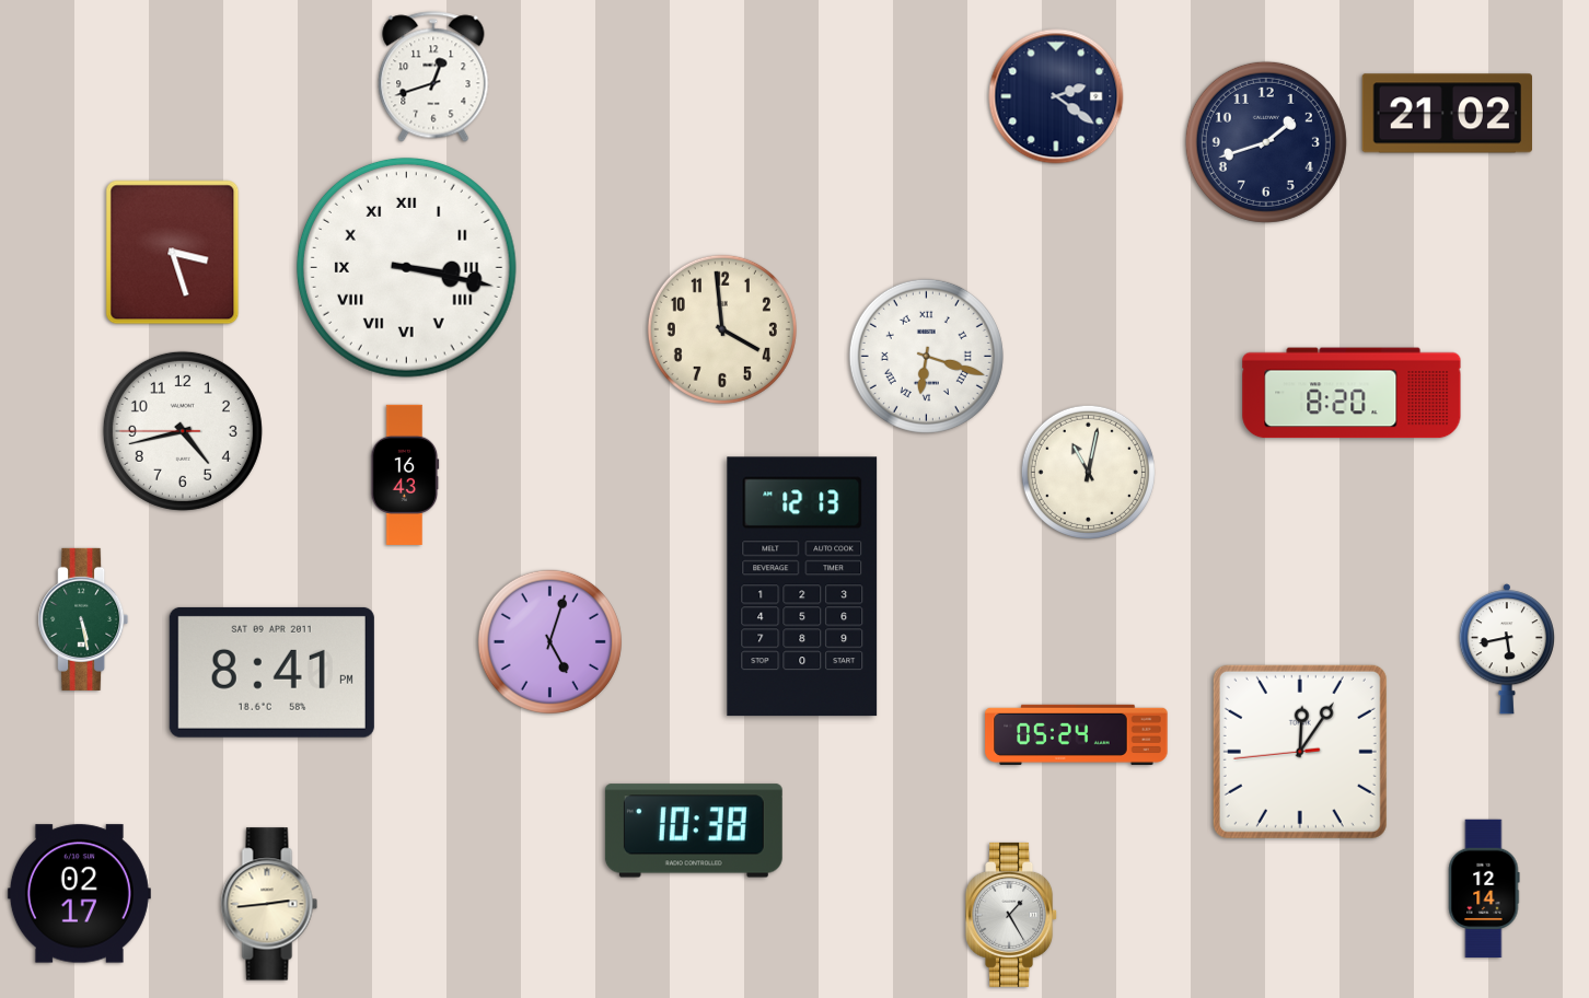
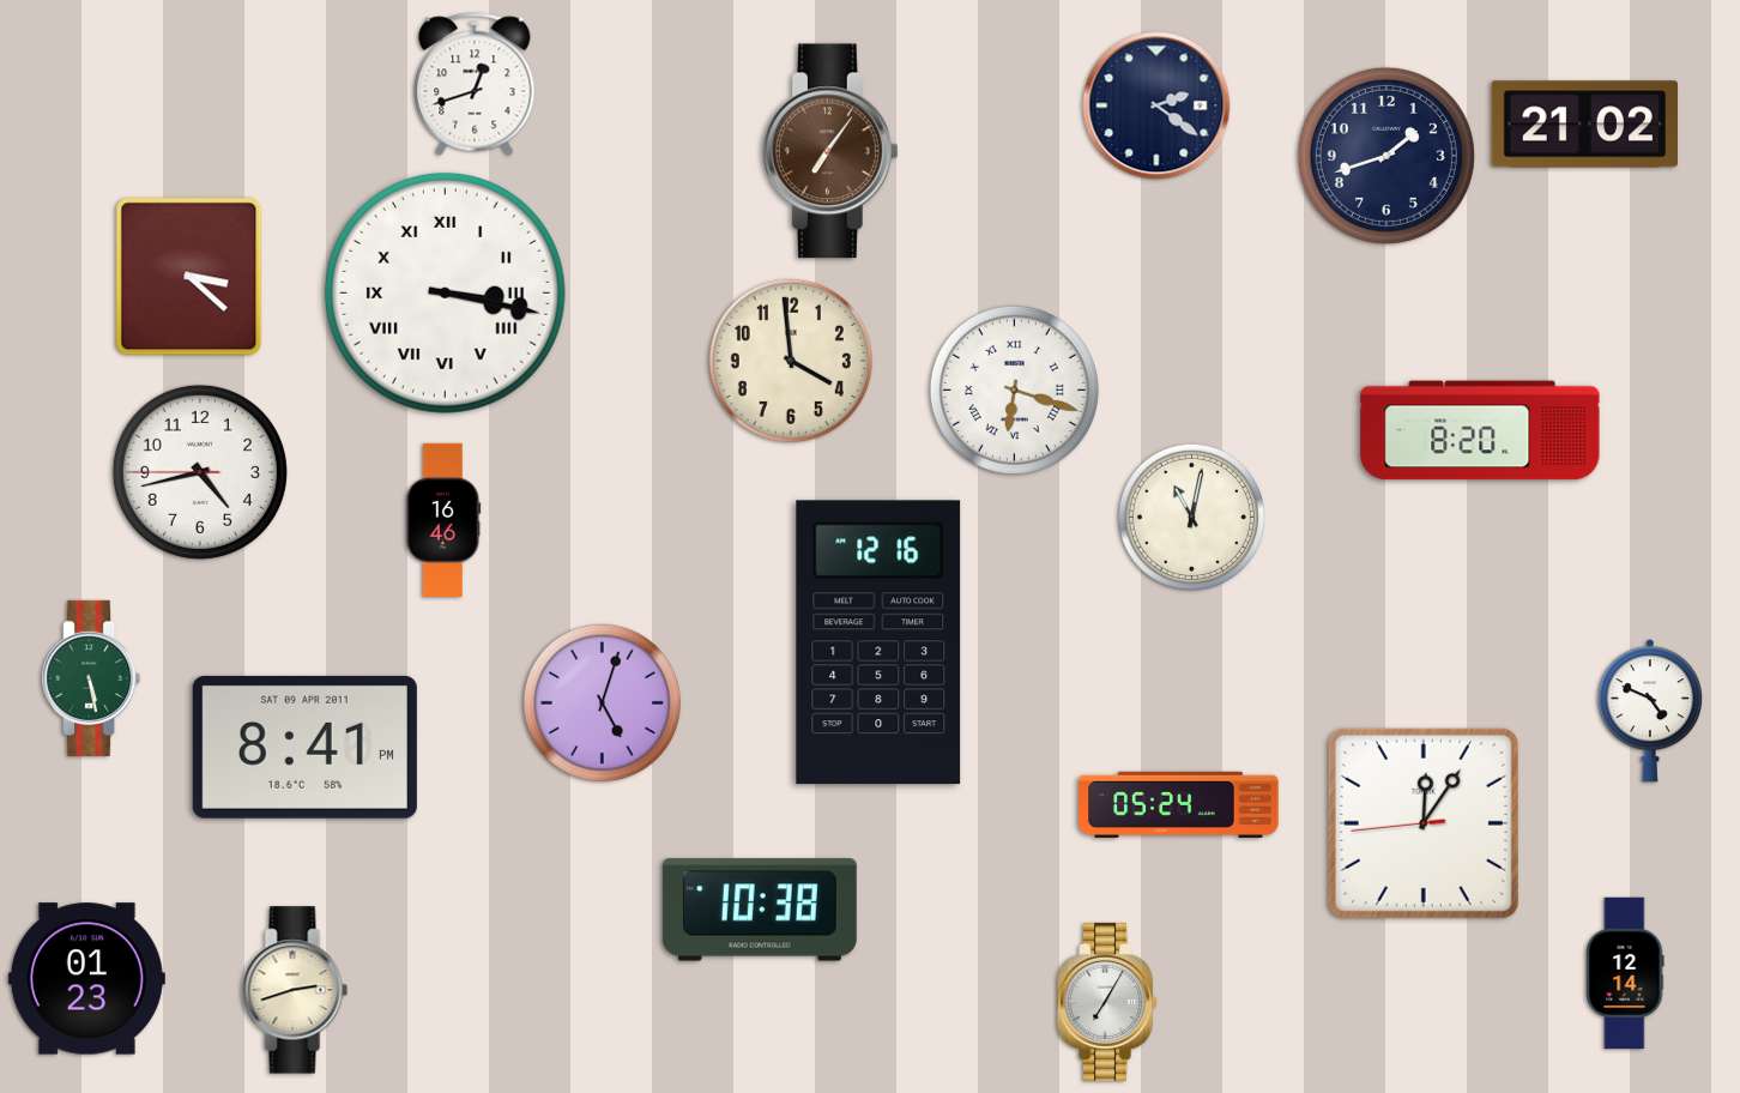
clock at (830, 151): none -> 7:06
clock at (173, 253): 3:27 -> 3:22
clock at (405, 475): 16:43 -> 16:46
clock at (802, 587): 12:13 -> 12:16
clock at (1507, 649): 5:43 -> 4:49
clock at (271, 672) position: (271, 672) -> (304, 747)
clock at (79, 894): 02:17 -> 01:23
clock at (269, 904): 2:44 -> 2:42
clock at (1012, 915): 1:25 -> 7:05
